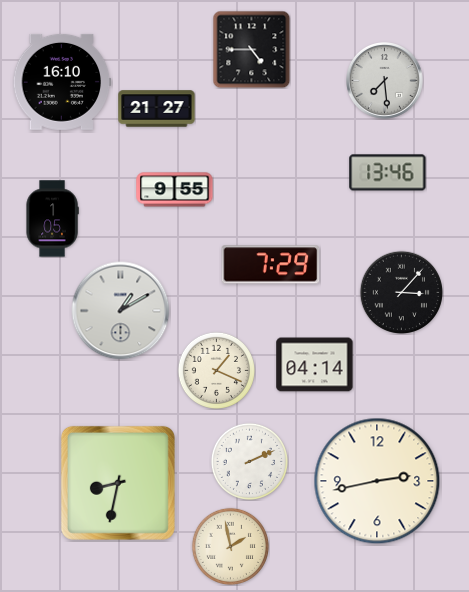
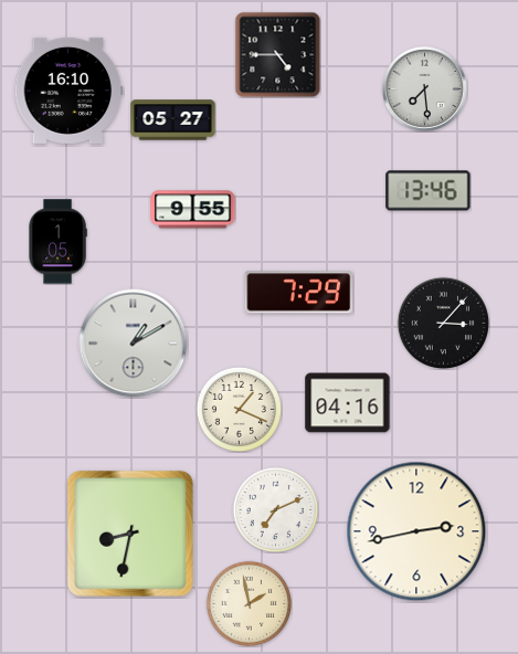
clock at (157, 109): 21:27 -> 05:27
clock at (315, 365): 04:14 -> 04:16
clock at (249, 461): 2:11 -> 7:11
clock at (230, 546) position: (230, 546) -> (249, 603)
